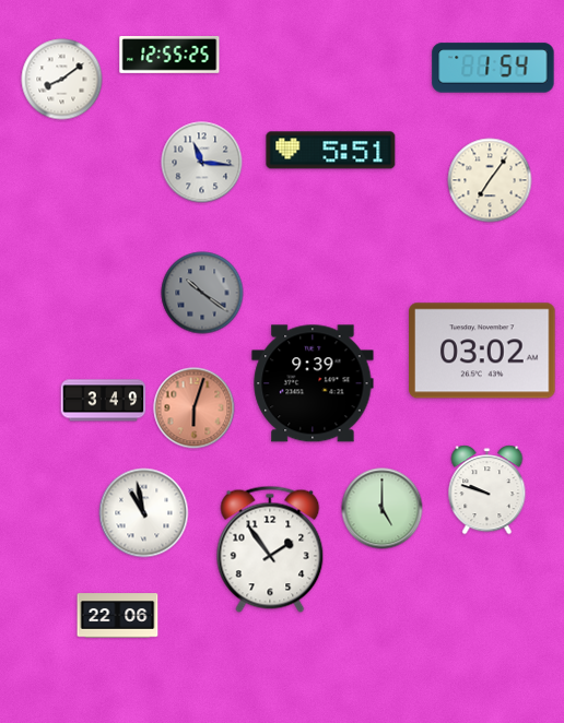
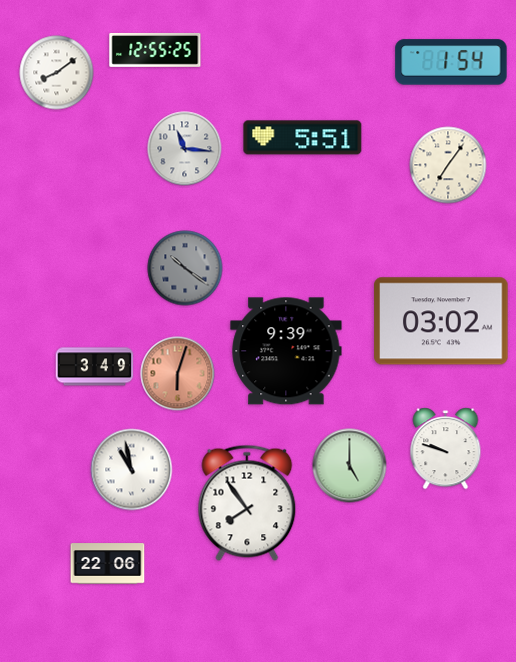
clock at (270, 549): 1:54 -> 7:54
